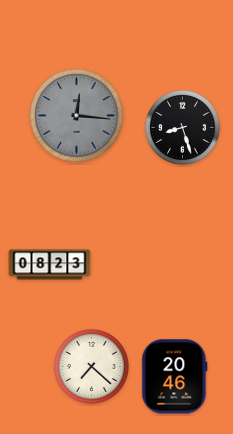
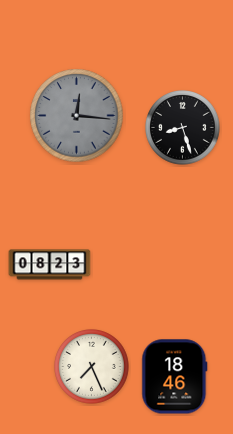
clock at (92, 367): 7:22 -> 7:26
clock at (175, 377): 20:46 -> 18:46
